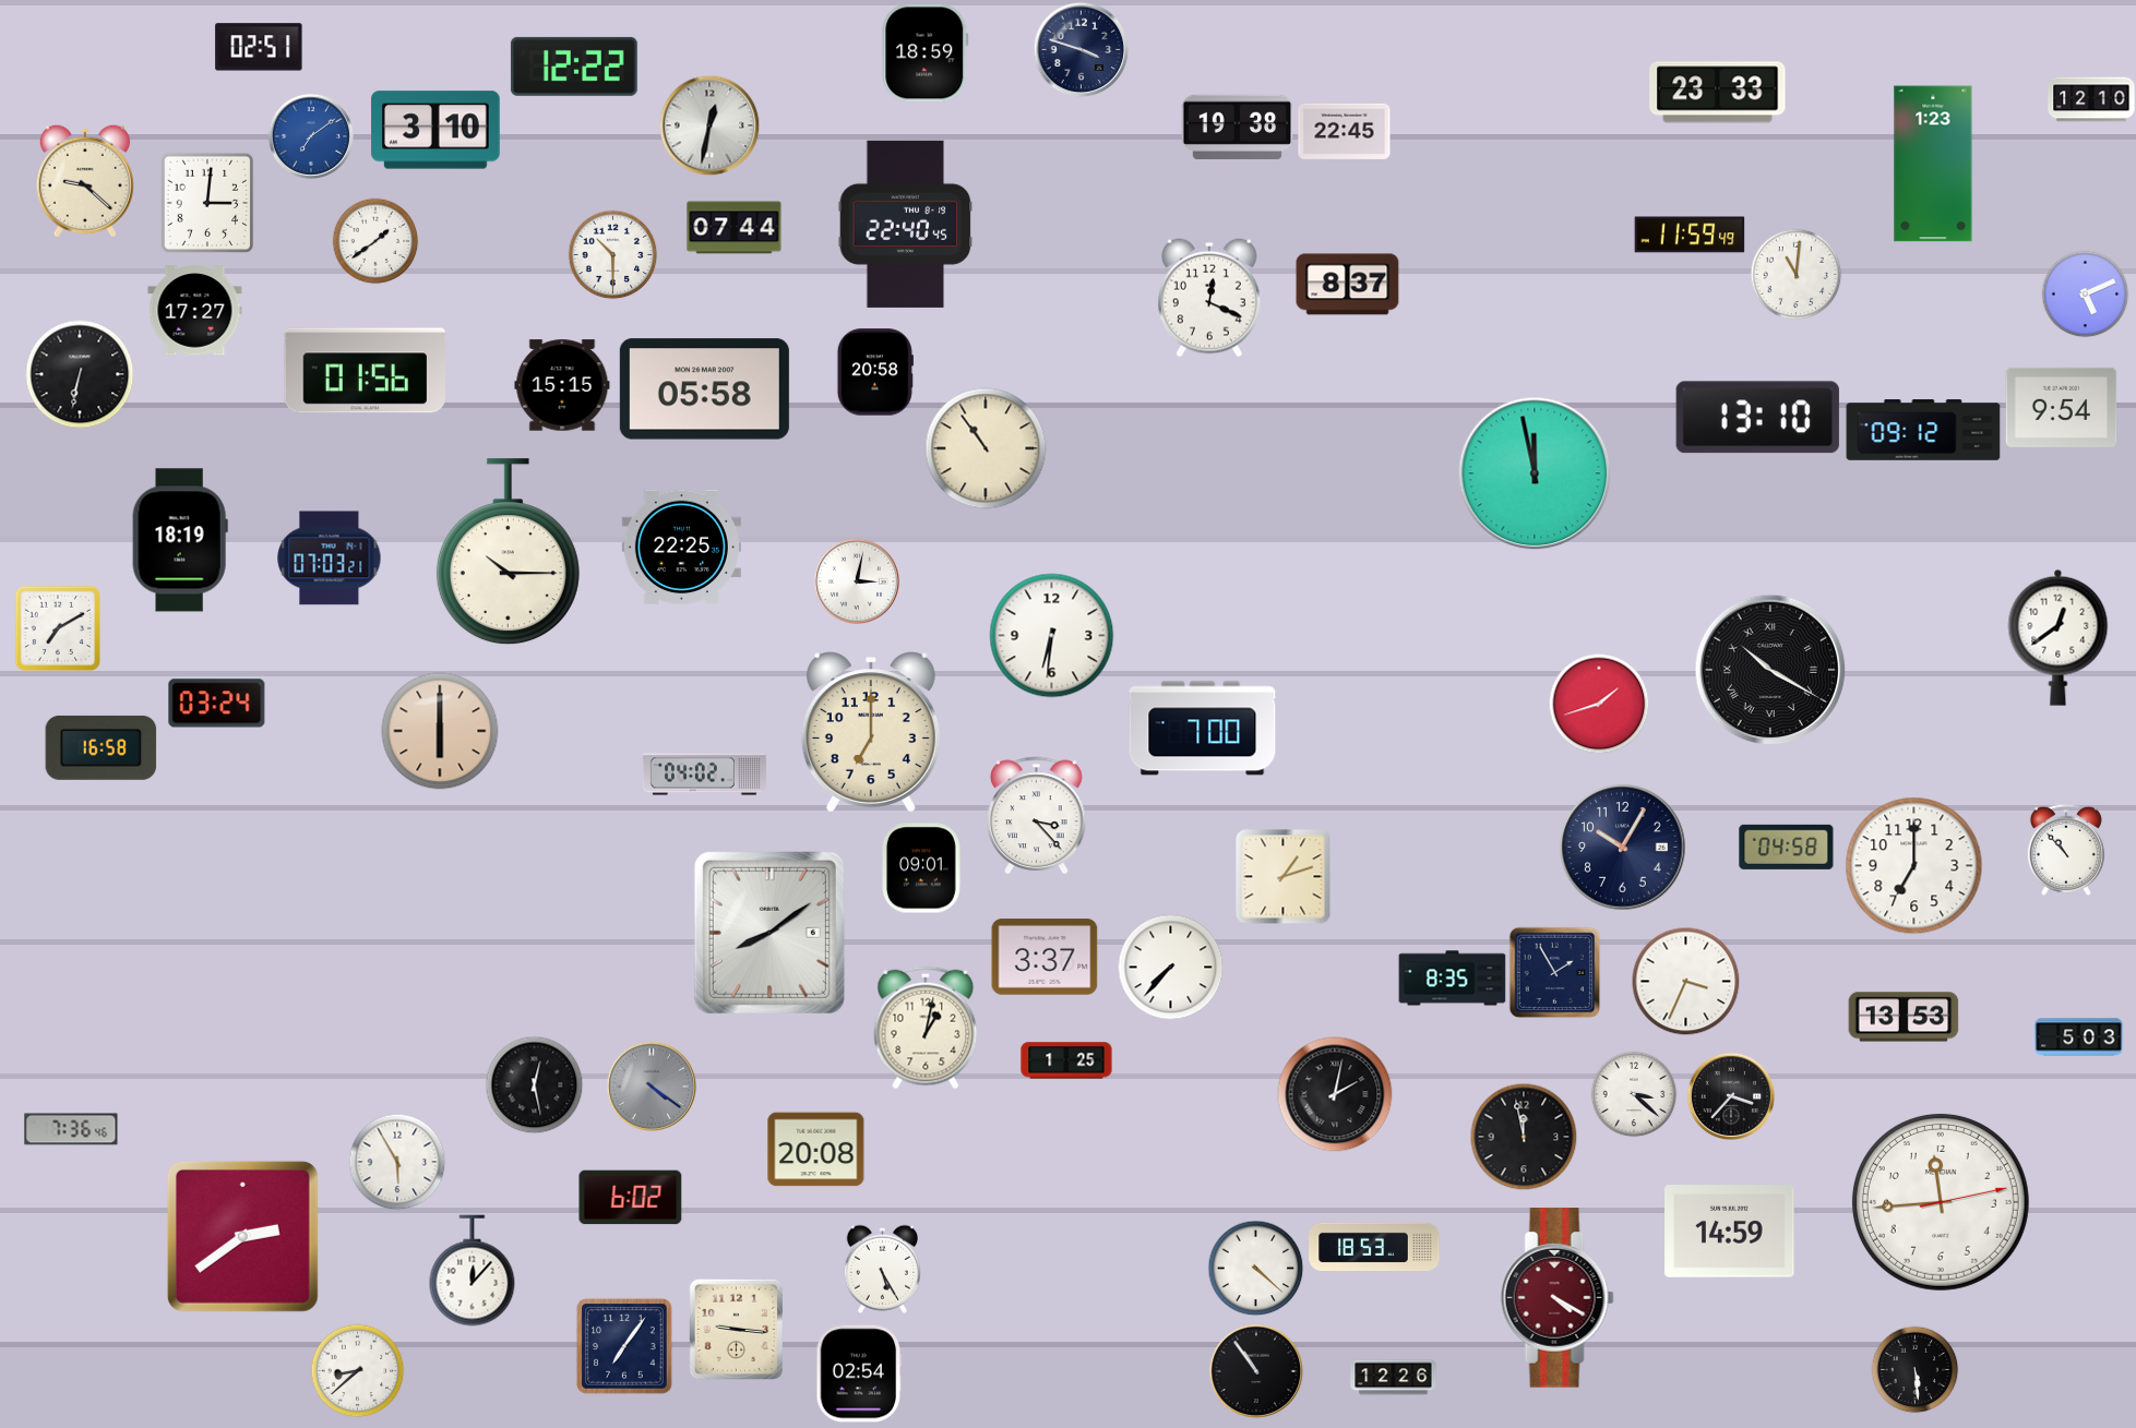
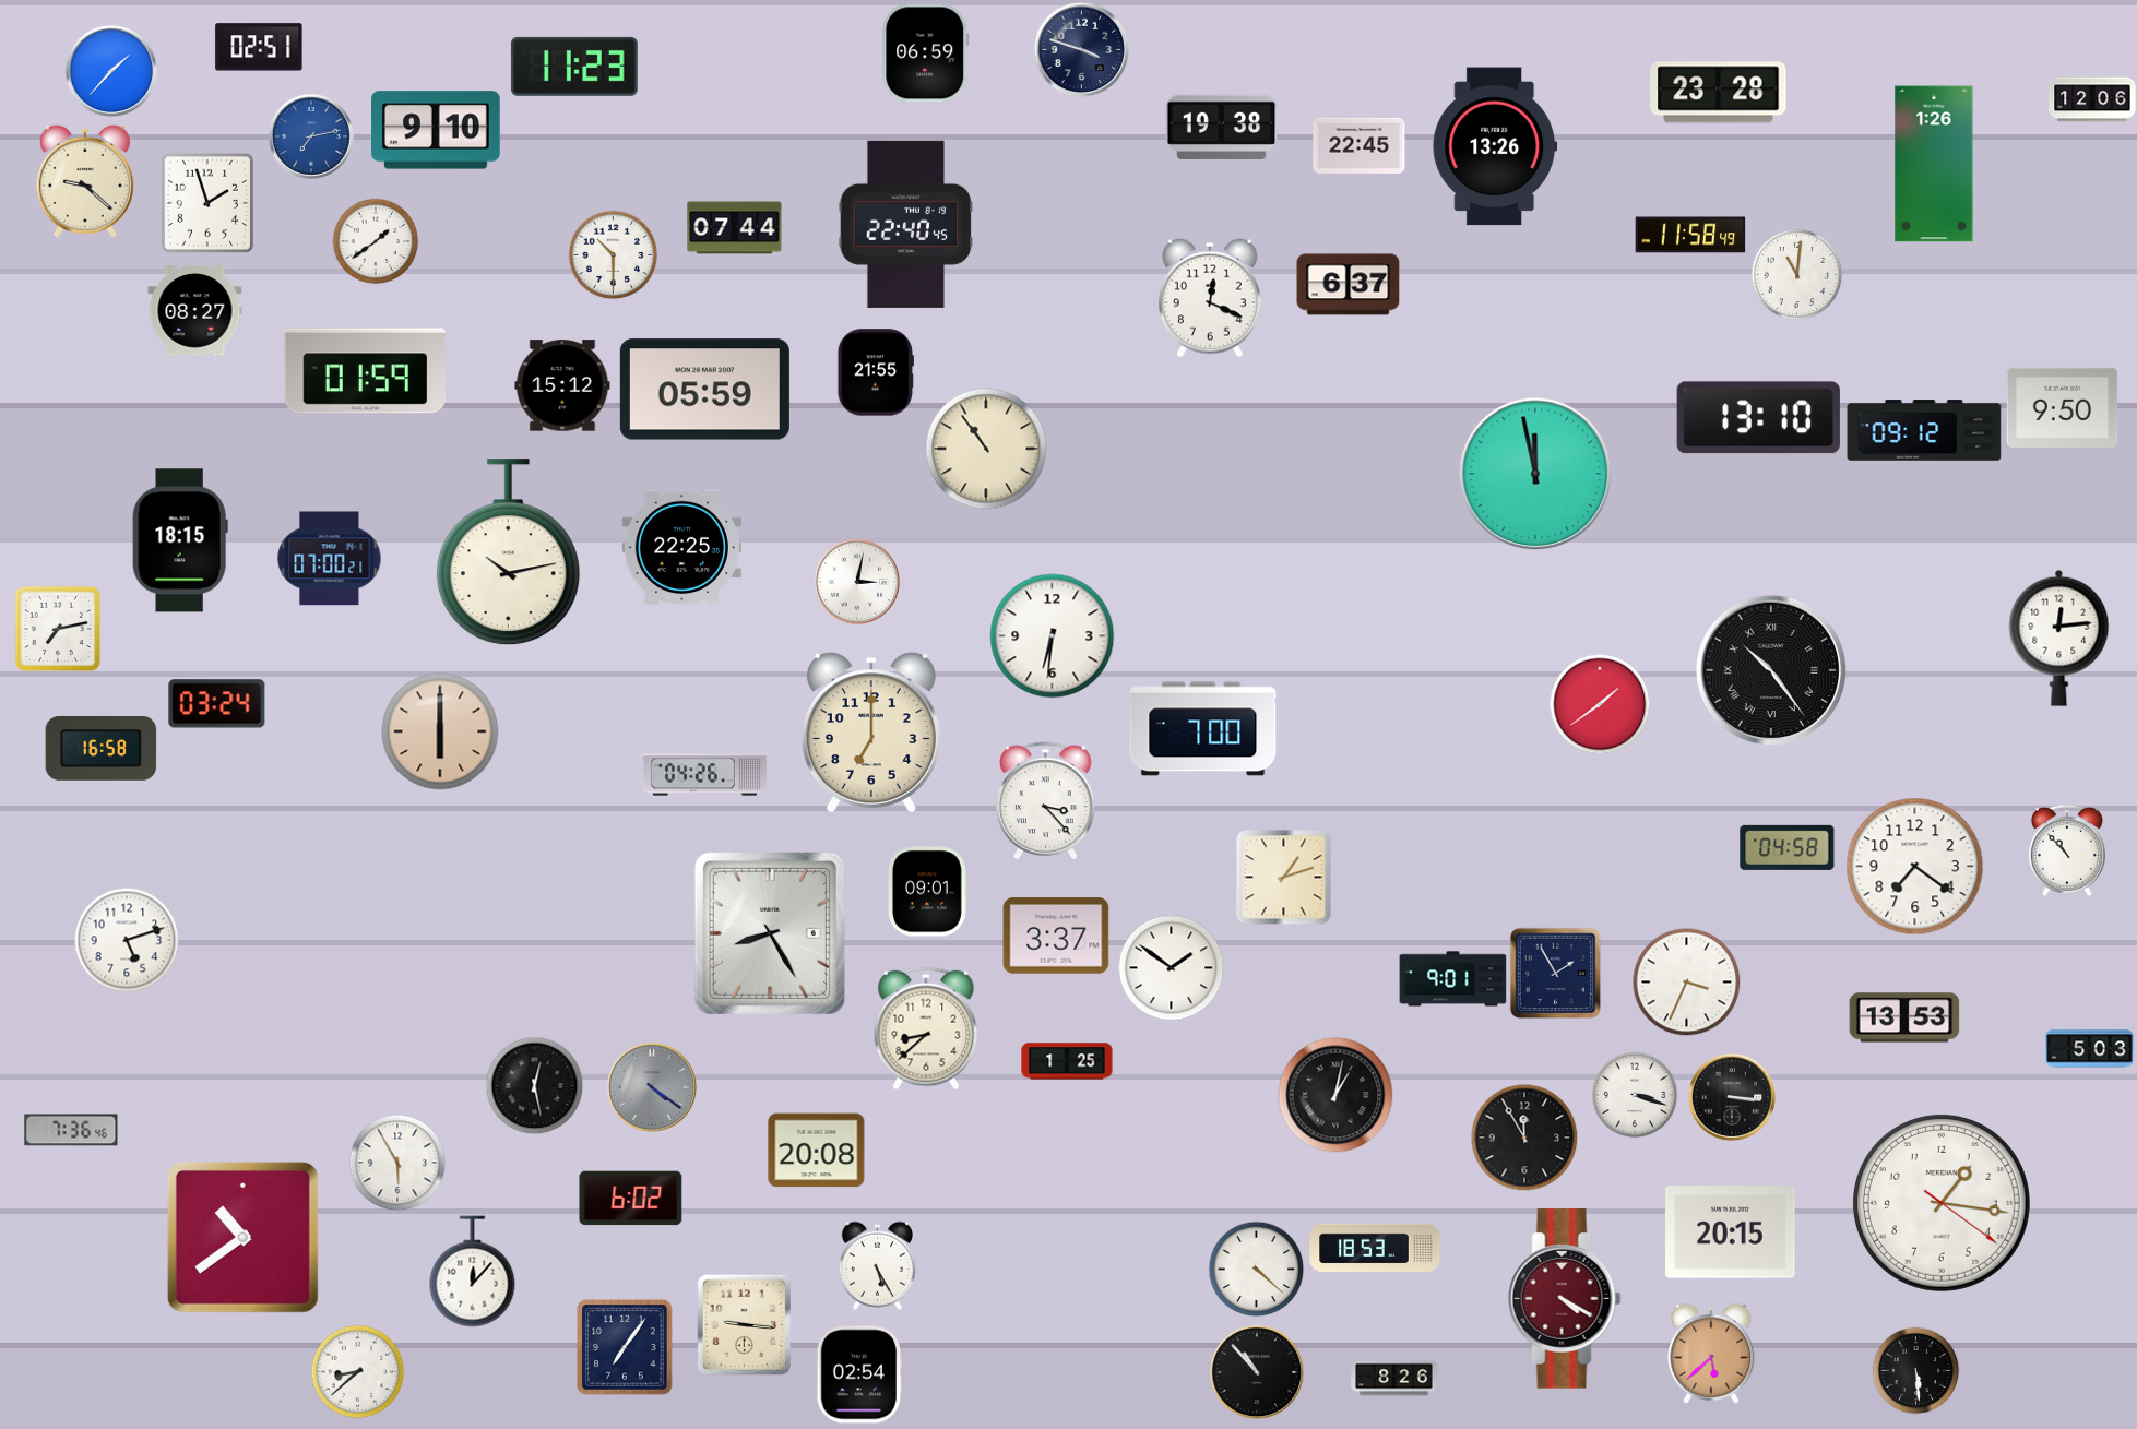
clock at (926, 53): 18:59 -> 06:59
clock at (574, 67): 12:22 -> 11:23
clock at (111, 71): none -> 1:37
clock at (1718, 93): 23:33 -> 23:28
clock at (2091, 99): 12:10 -> 12:06
clock at (709, 125): 12:32 -> none
clock at (1238, 127) position: (1238, 127) -> (1222, 127)
clock at (435, 130): 3:10 -> 9:10
clock at (1345, 131) position: (1345, 131) -> (1360, 145)
clock at (311, 136): 7:09 -> 7:13
clock at (1495, 146): none -> 13:26
clock at (1933, 164): 1:23 -> 1:26
clock at (207, 203): 3:01 -> 1:57
clock at (1690, 235): 11:59 -> 11:58
clock at (1348, 285): 8:37 -> 6:37
clock at (2085, 293): 5:11 -> none
clock at (195, 311): 17:27 -> 08:27
clock at (366, 371): 01:56 -> 01:59
clock at (875, 372): 20:58 -> 21:55
clock at (80, 374): 6:32 -> none
clock at (562, 385): 15:15 -> 15:12
clock at (704, 389): 05:58 -> 05:59
clock at (2062, 407): 9:54 -> 9:50
clock at (180, 540): 18:19 -> 18:15
clock at (508, 552): 10:15 -> 10:13
clock at (330, 559): 07:03 -> 07:00
clock at (57, 627): 7:10 -> 7:13
clock at (2059, 637): 12:39 -> 12:14
clock at (1770, 670): 10:20 -> 10:24
clock at (1599, 704): 1:42 -> 1:39
clock at (704, 775): 04:02 -> 04:26
clock at (1037, 815) position: (1037, 815) -> (1046, 800)
clock at (1623, 848): 10:05 -> none
clock at (1914, 866): 7:00 -> 7:21
clock at (921, 868) position: (921, 868) -> (927, 892)
clock at (769, 933): 8:09 -> 8:25
clock at (127, 940): none -> 5:12
clock at (1045, 957) position: (1045, 957) -> (1056, 936)
clock at (1170, 967): 7:37 -> 1:51
clock at (1453, 979): 8:35 -> 9:01
clock at (926, 1028): 1:02 -> 8:38
clock at (2079, 1037) position: (2079, 1037) -> (2090, 1049)
clock at (1335, 1094): 2:02 -> 1:02
clock at (1634, 1094): 3:22 -> 3:18
clock at (1730, 1095): 3:37 -> 3:16
clock at (1524, 1137): 11:58 -> 11:55
clock at (1941, 1202): 11:44 -> 1:16
clock at (1730, 1232): 14:59 -> 20:15
clock at (242, 1236): 2:39 -> 10:39
clock at (882, 1269) position: (882, 1269) -> (877, 1265)
clock at (1556, 1298) position: (1556, 1298) -> (1564, 1299)
clock at (736, 1329) position: (736, 1329) -> (744, 1324)
clock at (1711, 1354): none -> 5:38
clock at (1256, 1371): 10:54 -> 10:53
clock at (1394, 1378): 12:26 -> 8:26
